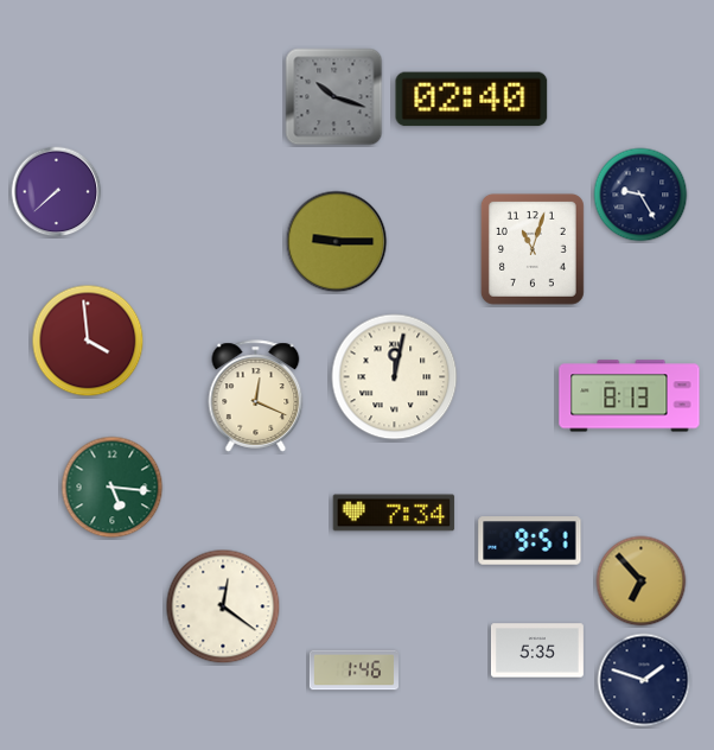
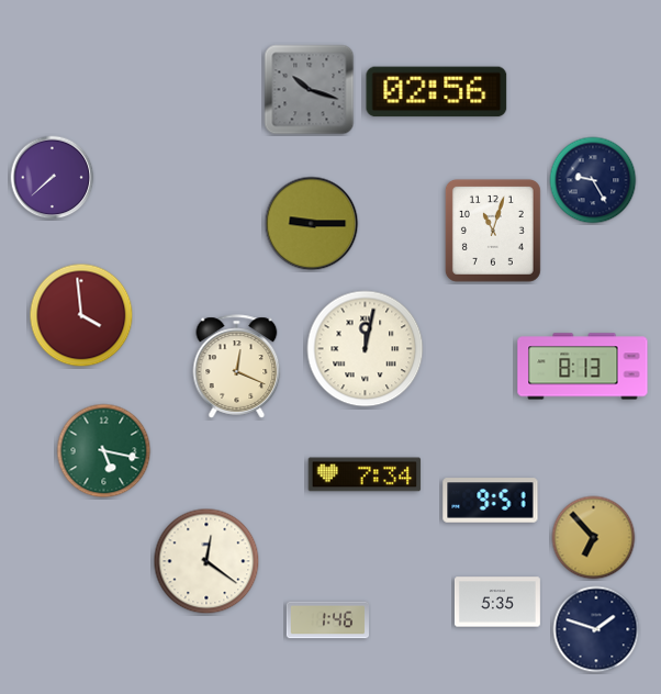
clock at (472, 100): 02:40 -> 02:56
clock at (113, 488): 5:16 -> 5:17
